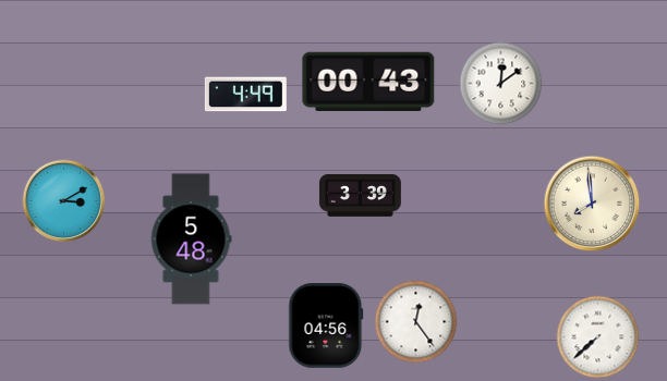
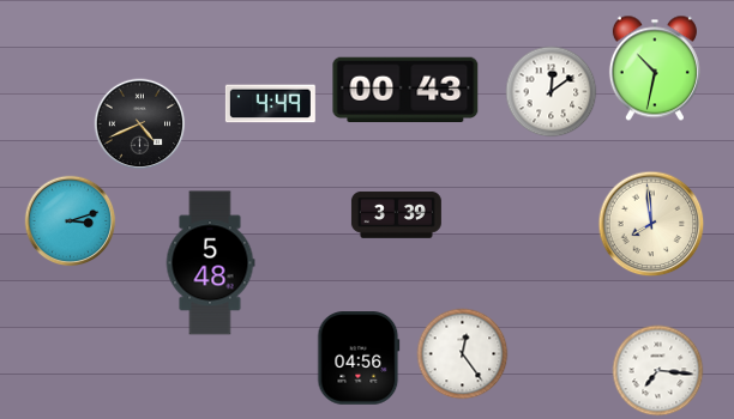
clock at (655, 68): none -> 10:32
clock at (140, 125): none -> 4:41
clock at (64, 201): 3:10 -> 3:12
clock at (416, 322) position: (416, 322) -> (463, 354)
clock at (598, 337): 7:38 -> 7:16
